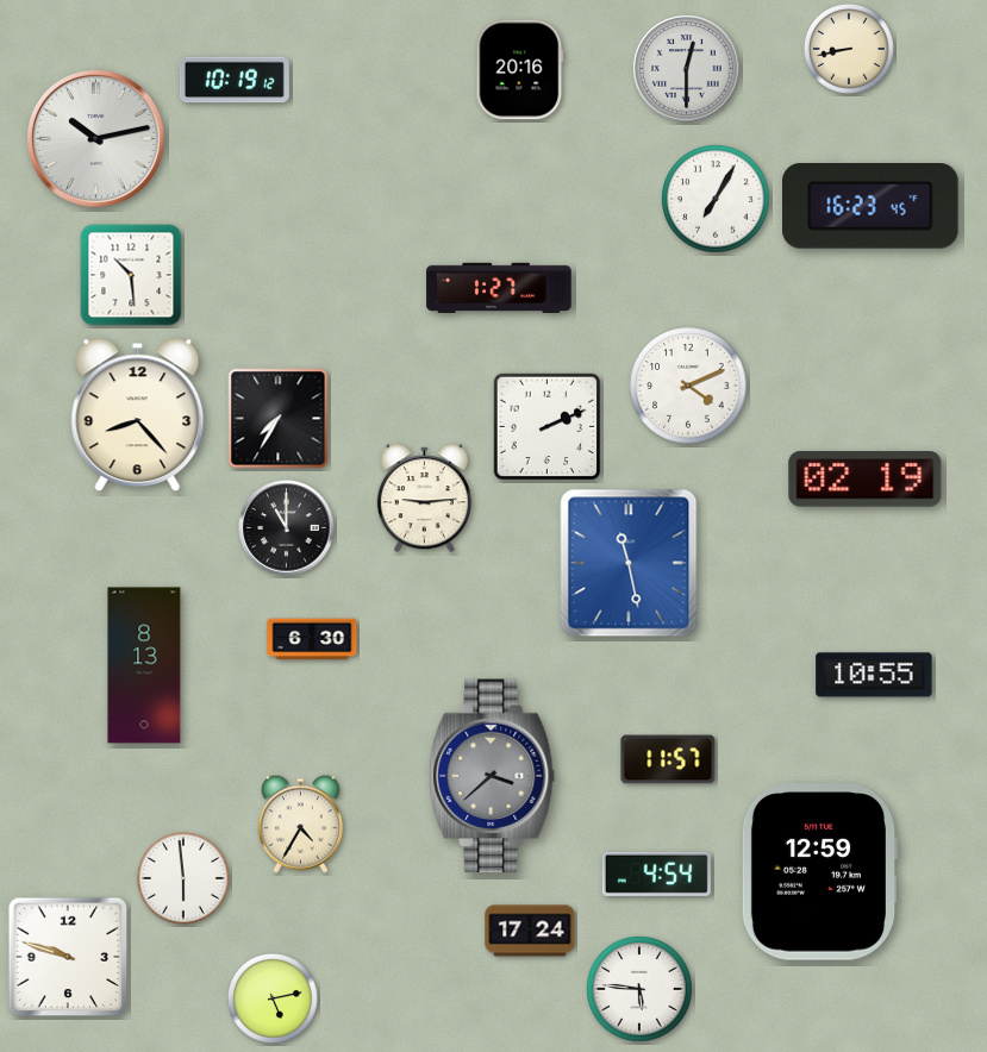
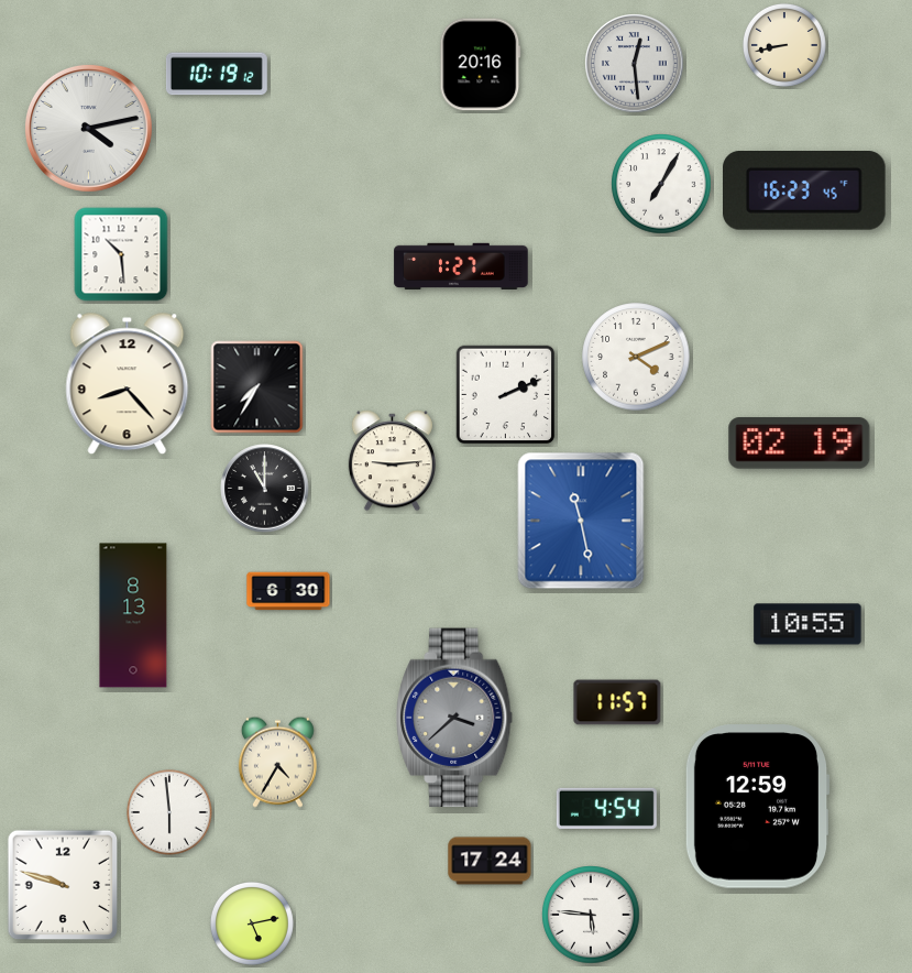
clock at (687, 69): 12:30 -> 12:29
clock at (95, 138): 10:13 -> 4:13
